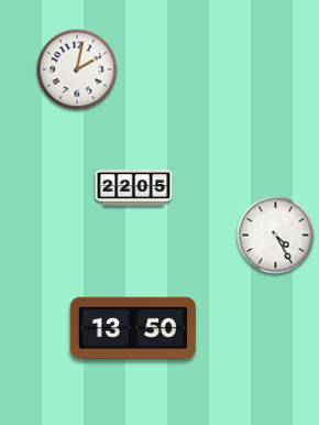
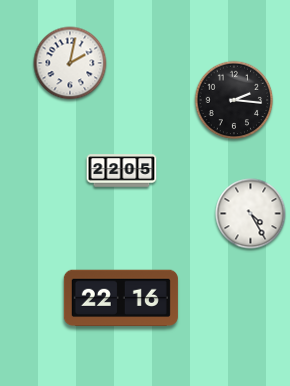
clock at (234, 100): none -> 2:16
clock at (133, 328): 13:50 -> 22:16
